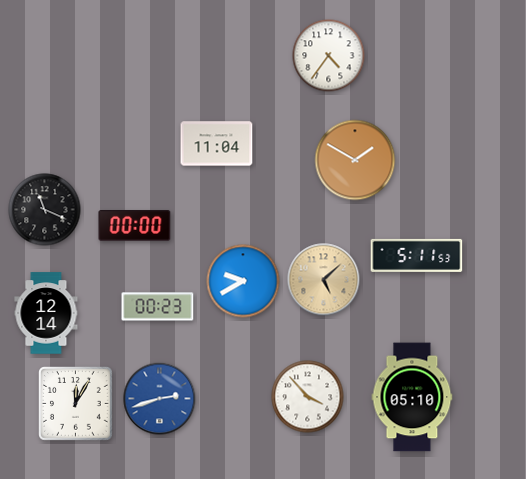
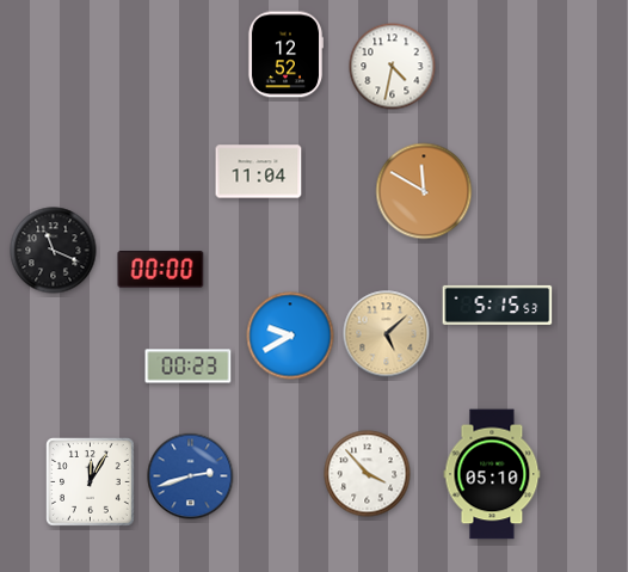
clock at (285, 55): none -> 12:52
clock at (329, 56): 4:36 -> 4:32
clock at (355, 160): 1:50 -> 11:50
clock at (417, 255): 5:11 -> 5:15
clock at (46, 313): 12:14 -> none
